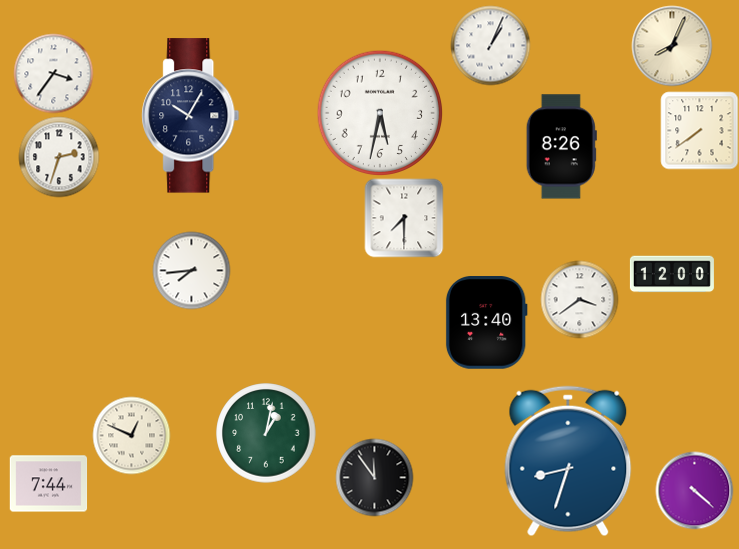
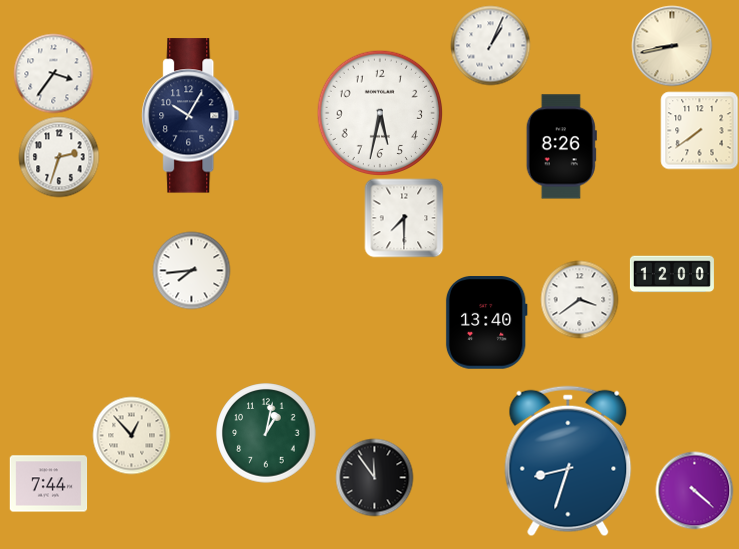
clock at (672, 46): 8:04 -> 8:43
clock at (131, 435): 12:49 -> 12:53
